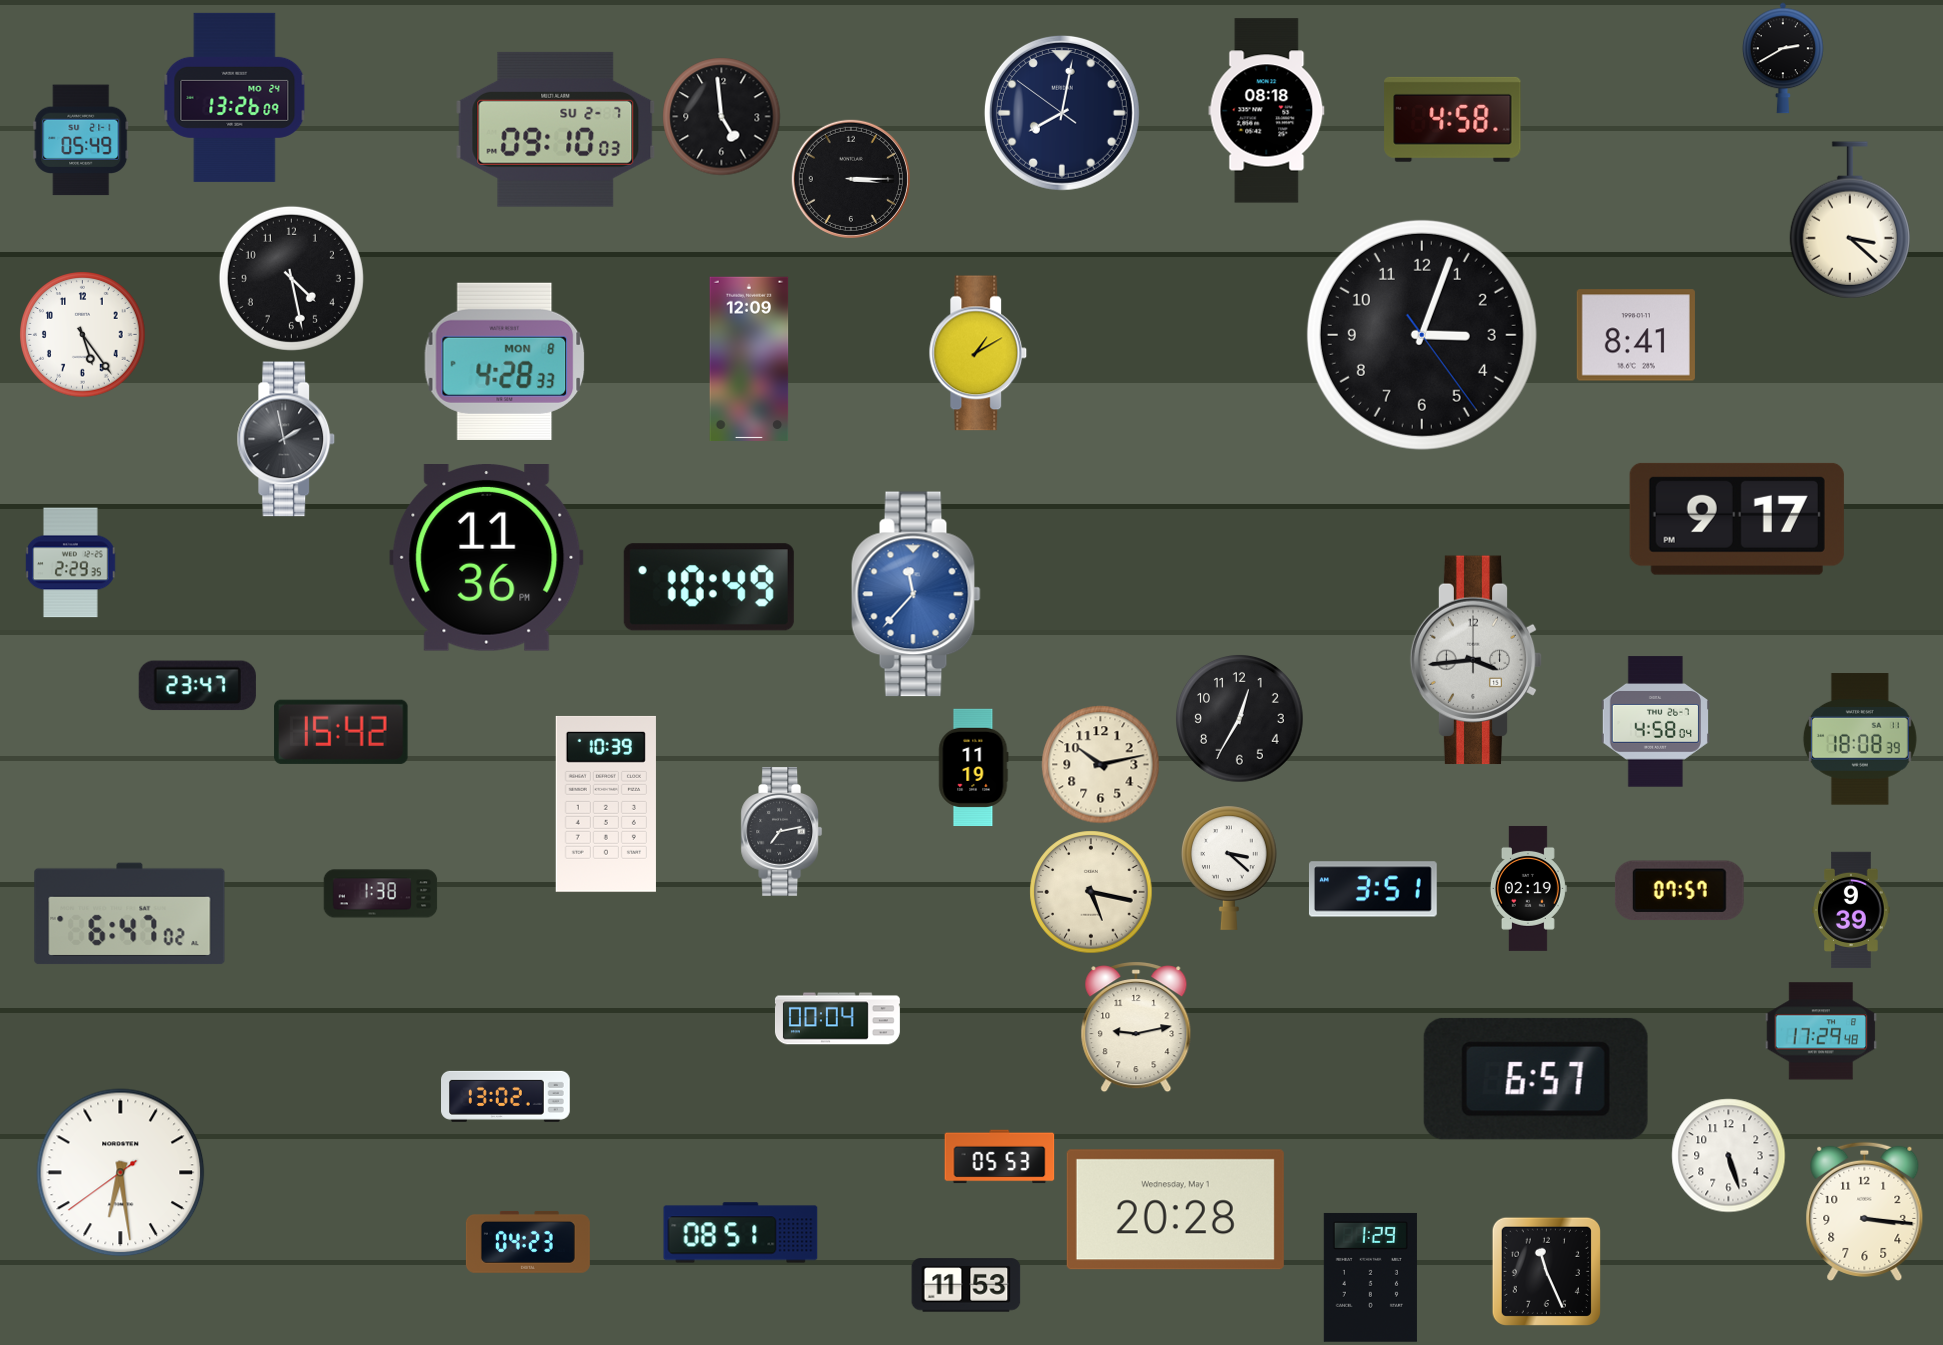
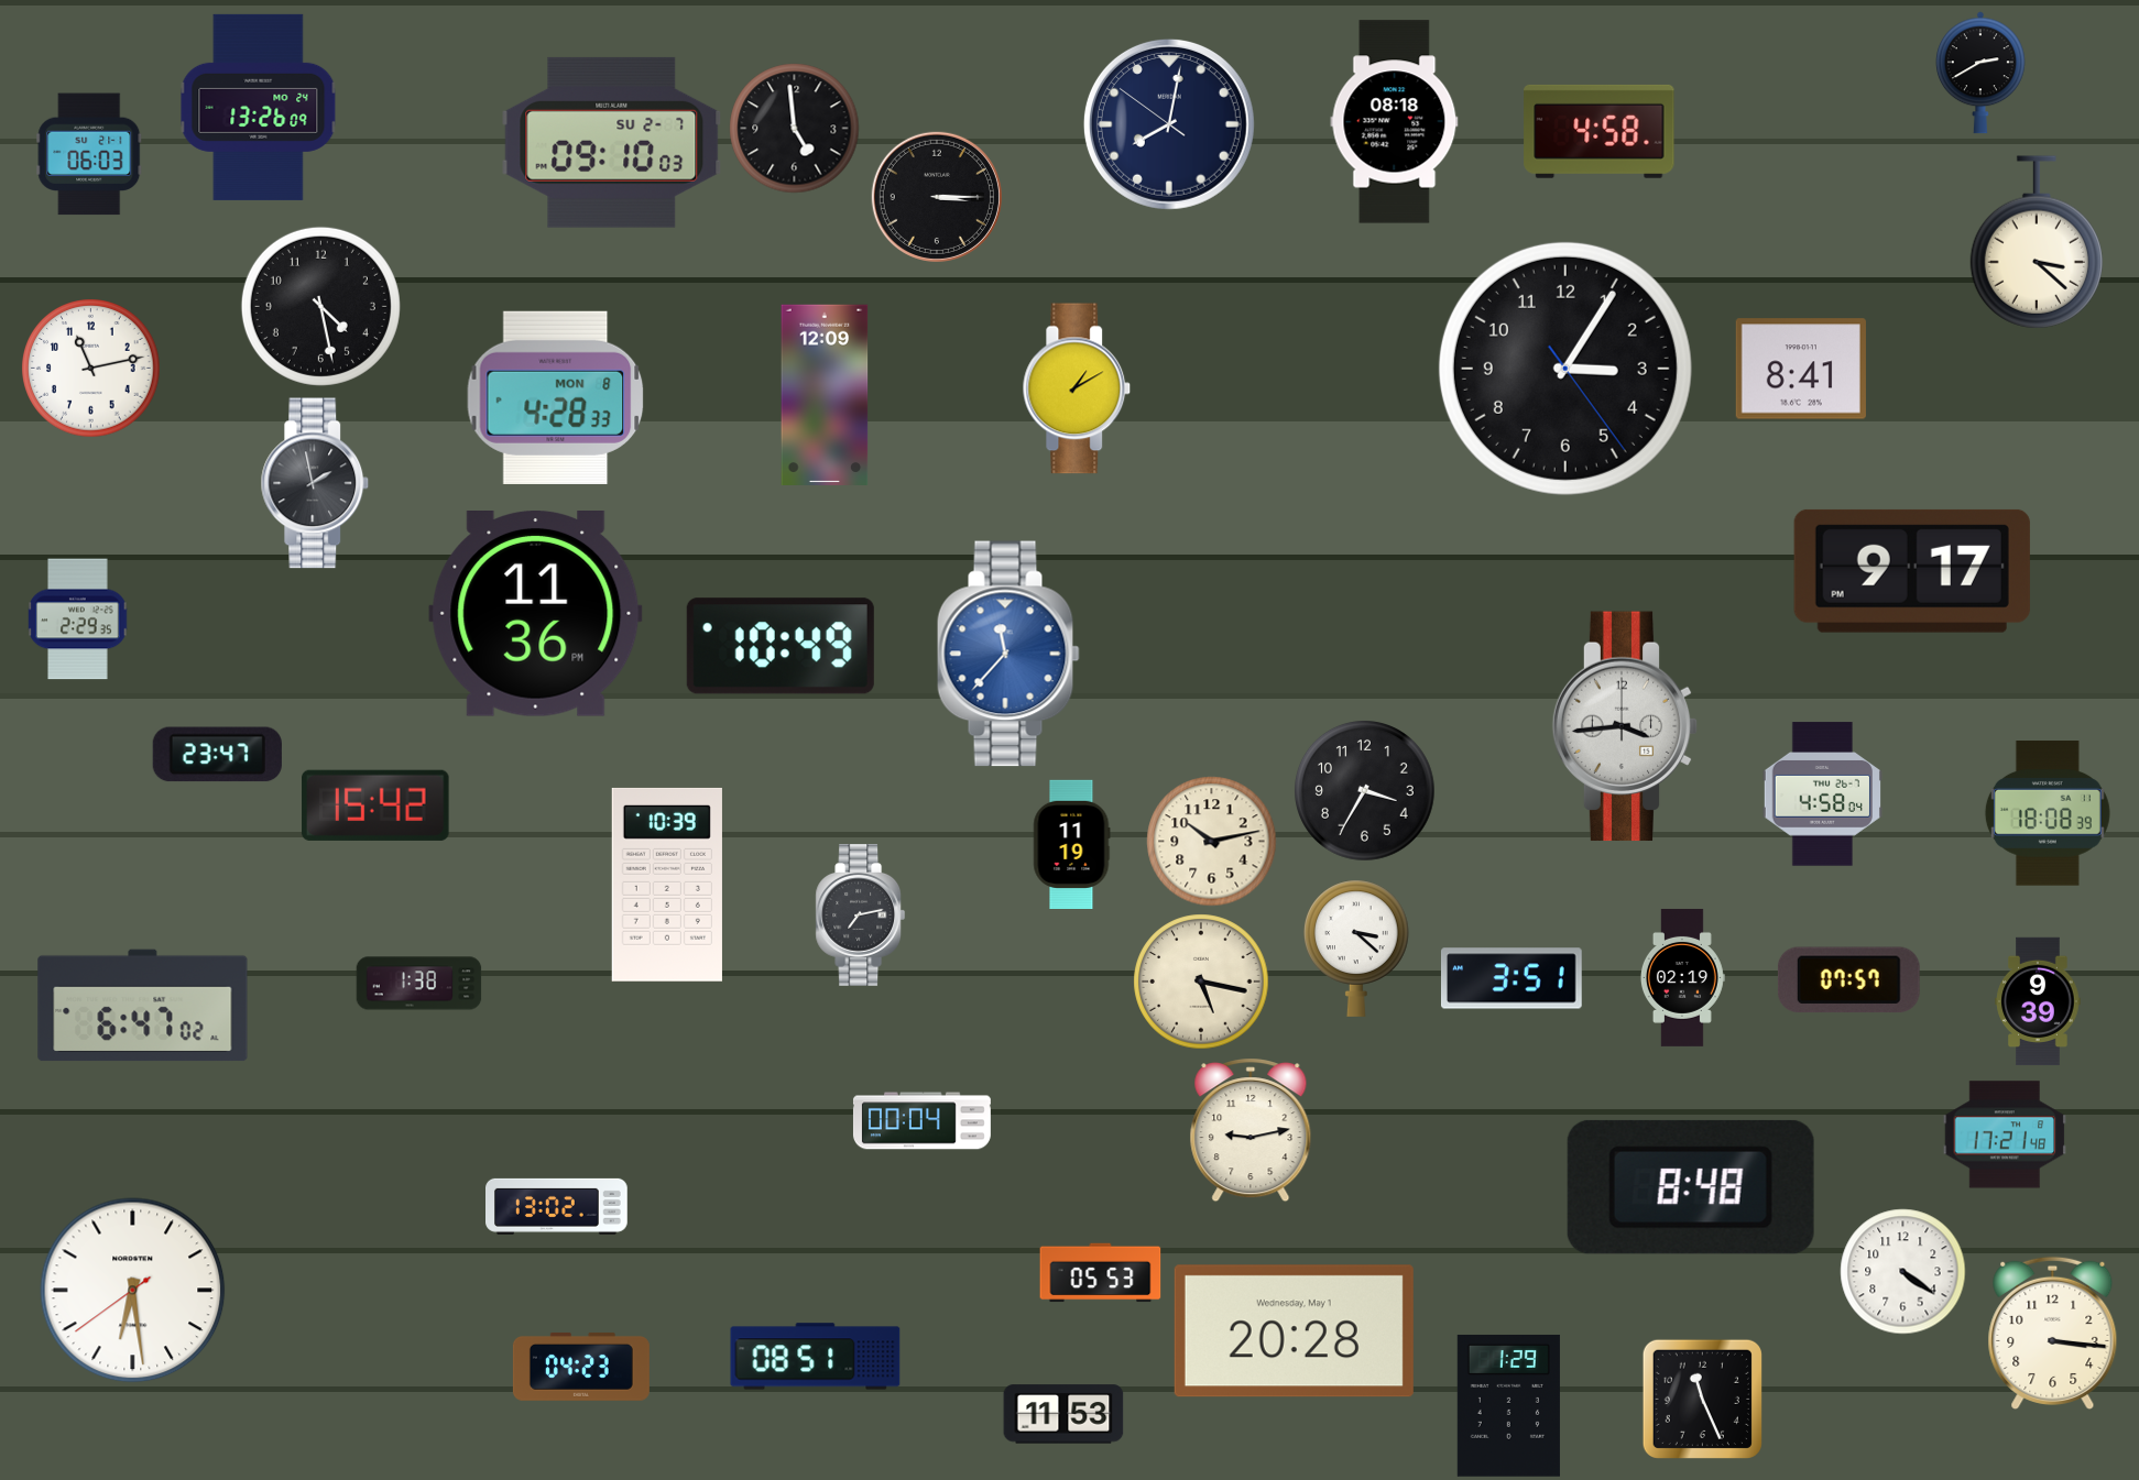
clock at (1783, 58) position: (1783, 58) -> (1980, 73)
clock at (81, 140): 05:49 -> 06:03
clock at (83, 335): 5:24 -> 11:13
clock at (1422, 335): 3:03 -> 3:05
clock at (1240, 719): 12:35 -> 3:35
clock at (1230, 868) position: (1230, 868) -> (1357, 949)
clock at (1821, 1031): 17:29 -> 17:21
clock at (1536, 1079): 6:57 -> 8:48
clock at (1729, 1156): 5:27 -> 4:21
